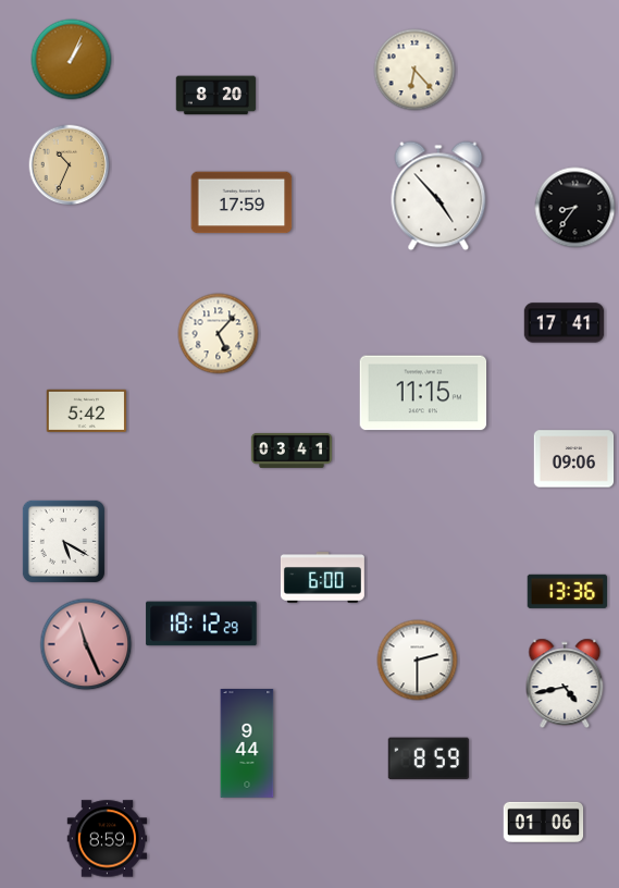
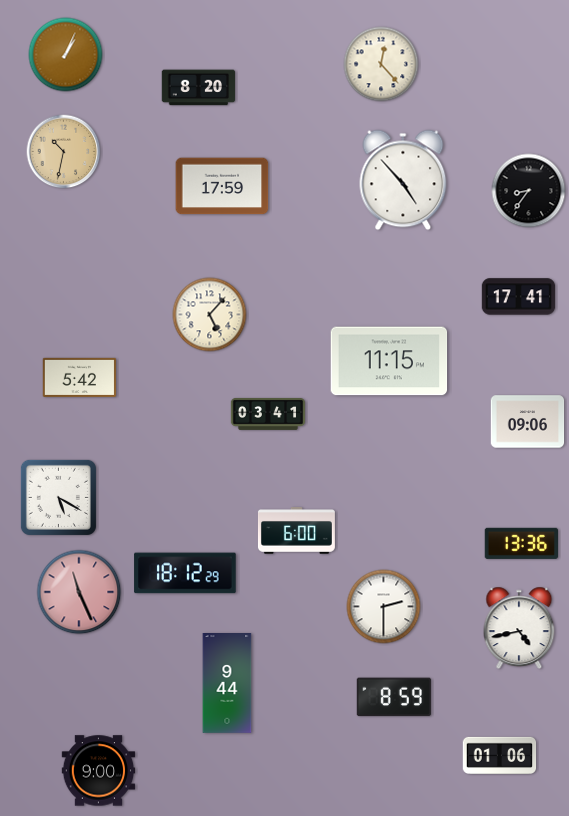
clock at (414, 70): 6:23 -> 12:23
clock at (70, 165): 10:34 -> 10:32
clock at (219, 334) position: (219, 334) -> (210, 315)
clock at (108, 839): 8:59 -> 9:00
